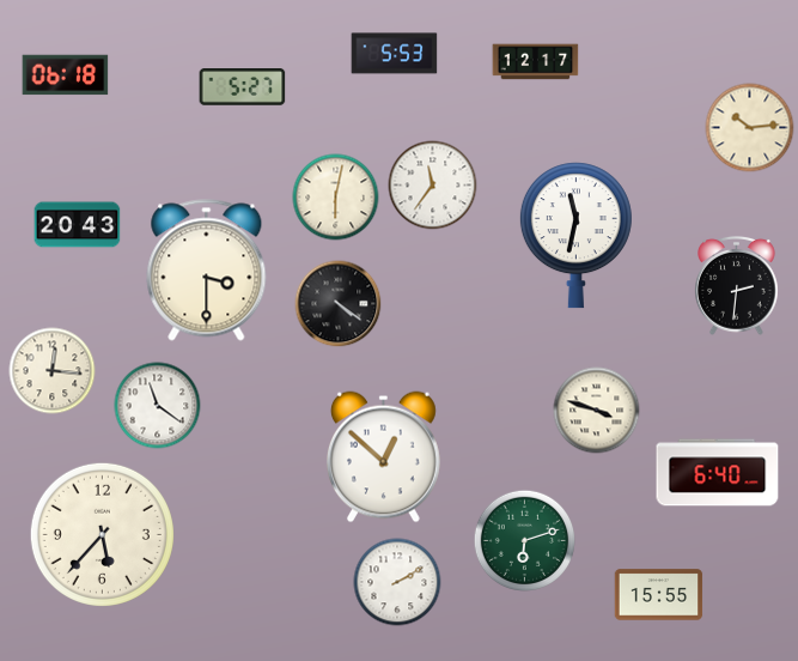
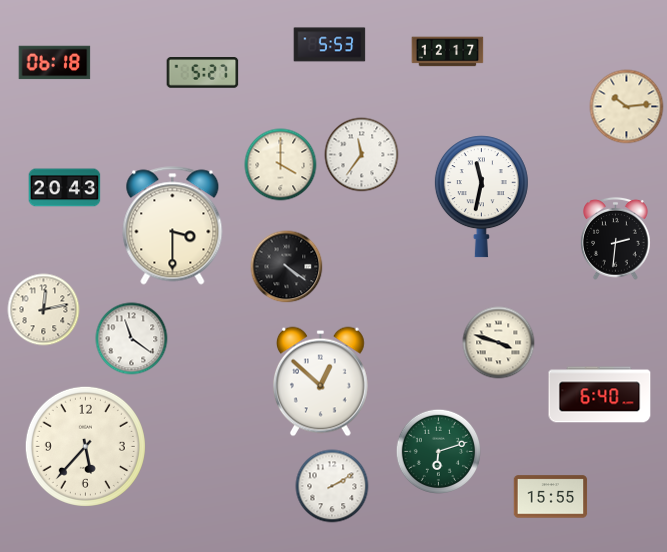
clock at (336, 198): 6:02 -> 4:00
clock at (339, 304) position: (339, 304) -> (287, 267)
clock at (53, 371): 12:16 -> 12:13
